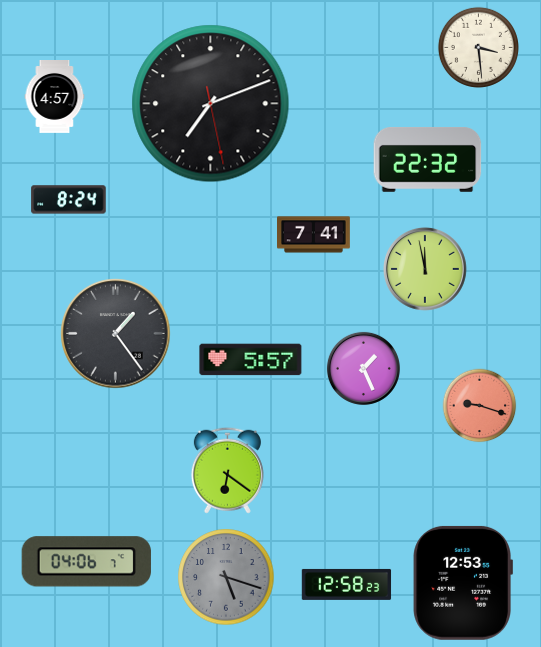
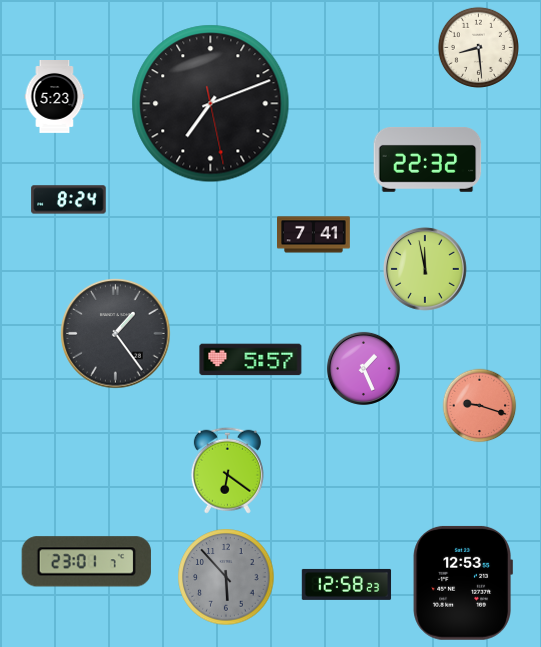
clock at (478, 47): 3:29 -> 8:29
clock at (55, 97): 4:57 -> 5:23
clock at (86, 562): 04:06 -> 23:01
clock at (226, 577): 5:18 -> 5:53
